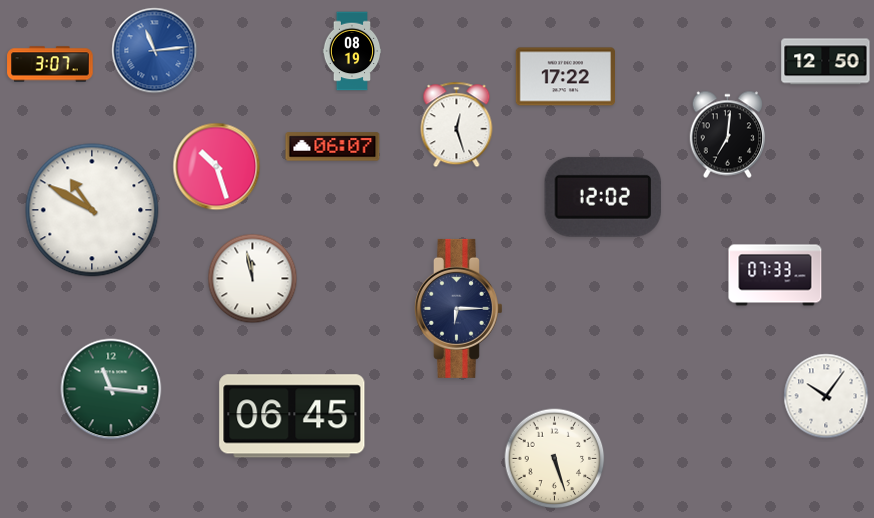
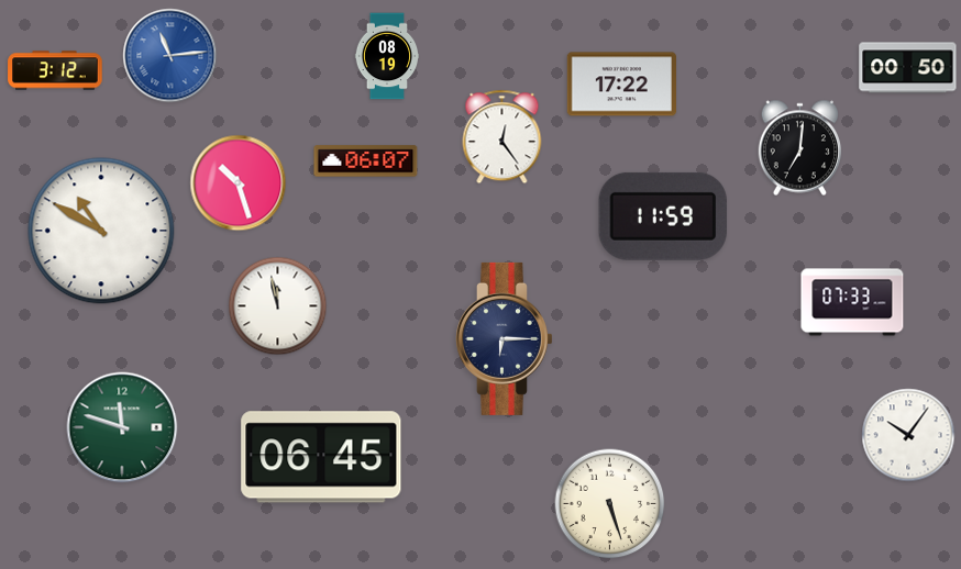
clock at (826, 62): 12:50 -> 00:50
clock at (50, 64): 3:07 -> 3:12
clock at (457, 125): 12:27 -> 12:24
clock at (603, 197): 12:02 -> 11:59
clock at (111, 389): 11:16 -> 11:48
